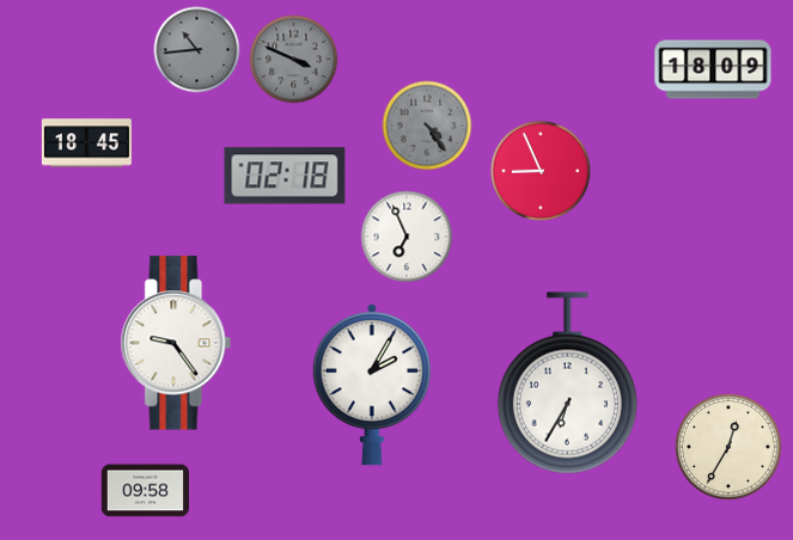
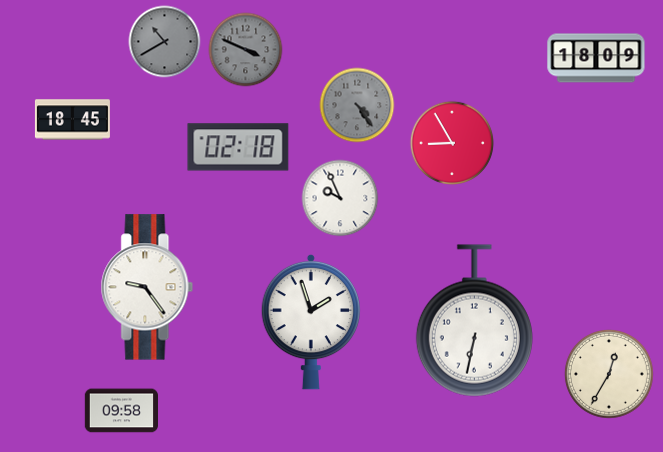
clock at (197, 50): 10:44 -> 10:40
clock at (539, 170): 8:56 -> 8:55
clock at (407, 237): 6:56 -> 9:56
clock at (567, 383): 6:35 -> 6:32
clock at (371, 385): 2:05 -> 1:57
